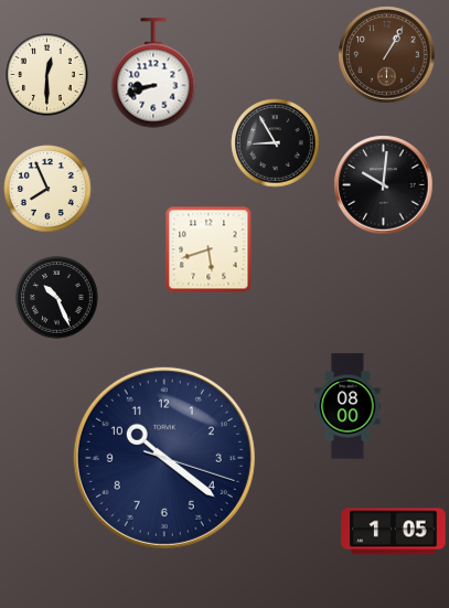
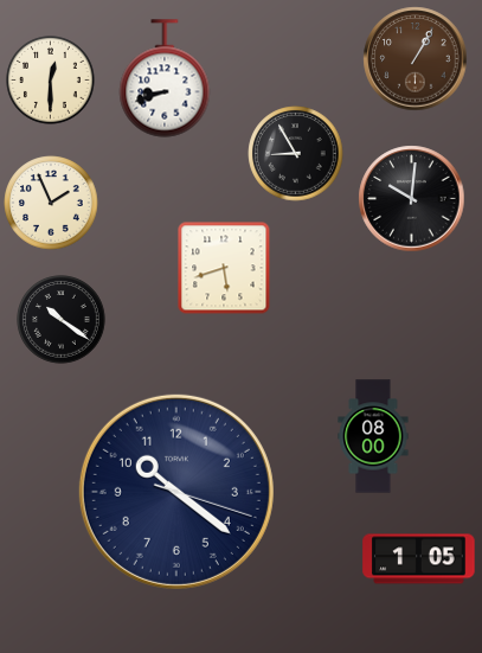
clock at (47, 189): 7:56 -> 1:56
clock at (57, 298): 10:26 -> 10:21
clock at (394, 532) position: (394, 532) -> (419, 559)
